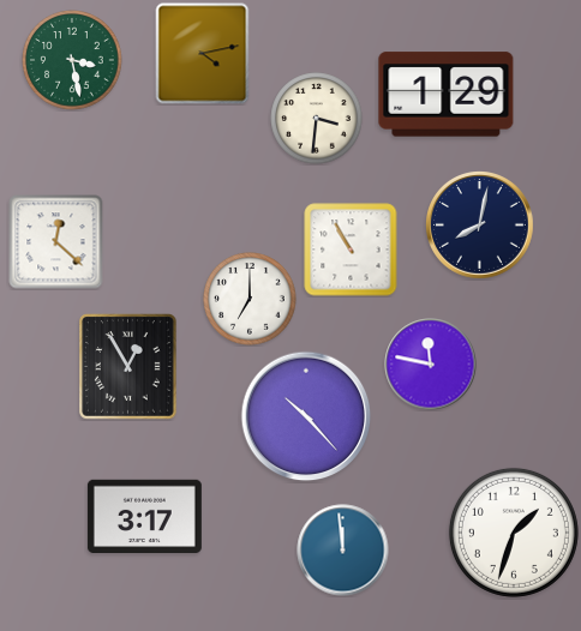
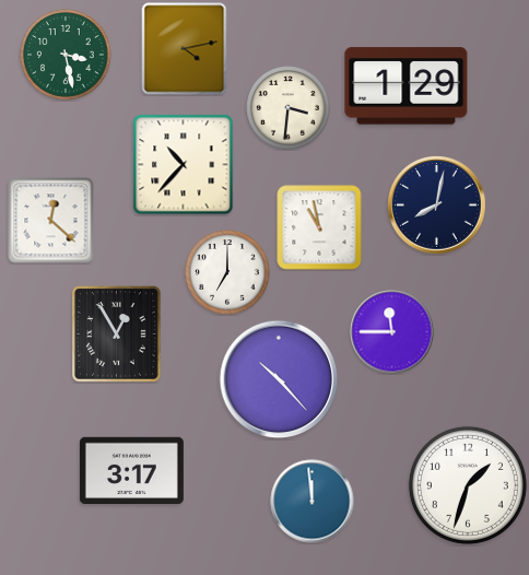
clock at (184, 165): none -> 10:37
clock at (351, 250): 10:55 -> 10:58
clock at (431, 365): 11:47 -> 11:45
